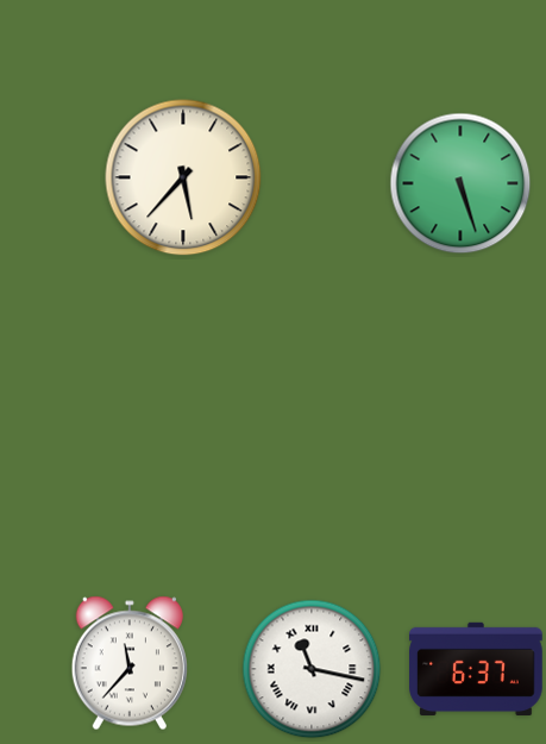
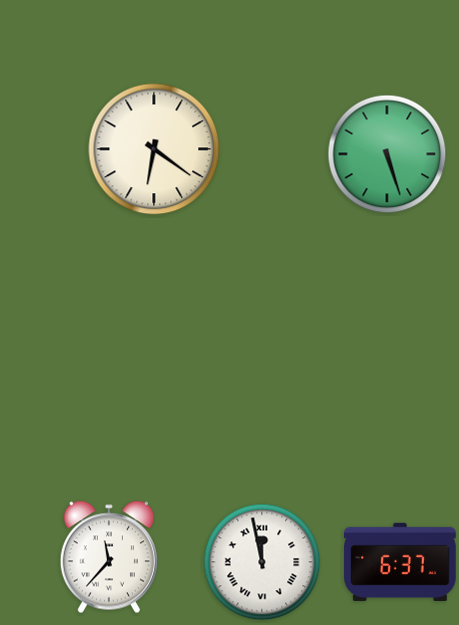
clock at (183, 177): 5:37 -> 6:21
clock at (312, 669): 11:17 -> 11:58
